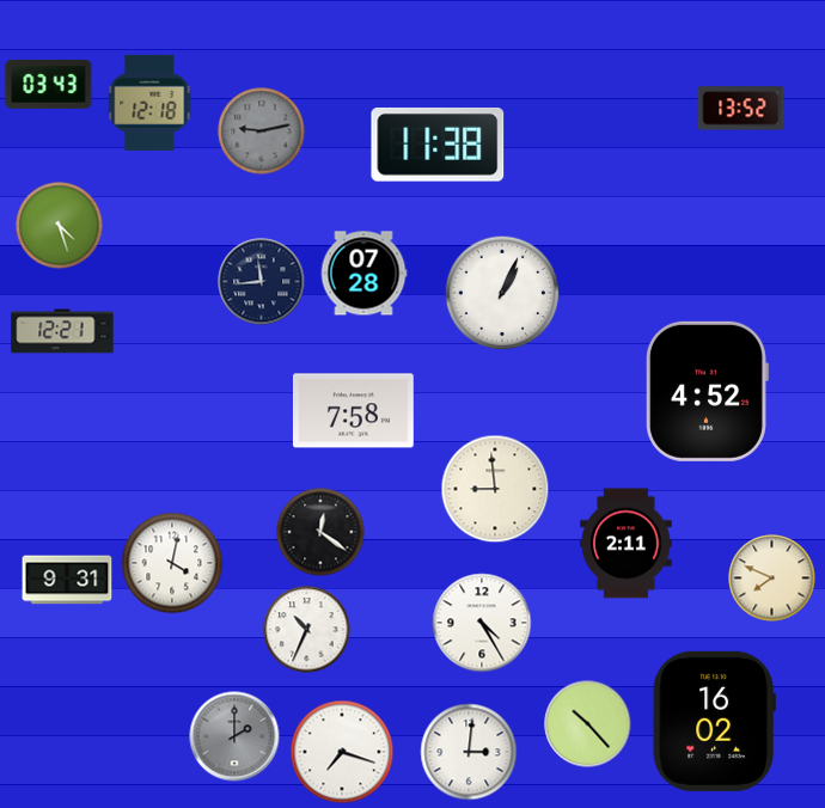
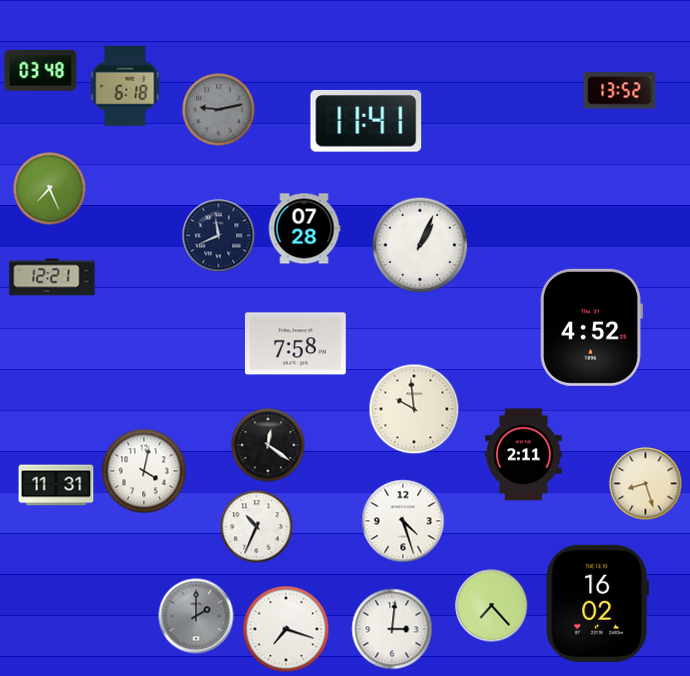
clock at (49, 84): 03:43 -> 03:48
clock at (149, 103): 12:18 -> 6:18
clock at (438, 145): 11:38 -> 11:41
clock at (60, 226): 4:27 -> 7:26
clock at (262, 282): 11:44 -> 11:41
clock at (495, 489): 8:59 -> 9:59
clock at (772, 579): 7:49 -> 8:27
clock at (67, 580): 9:31 -> 11:31
clock at (482, 623): 4:25 -> 4:27
clock at (588, 724): 10:23 -> 7:23
